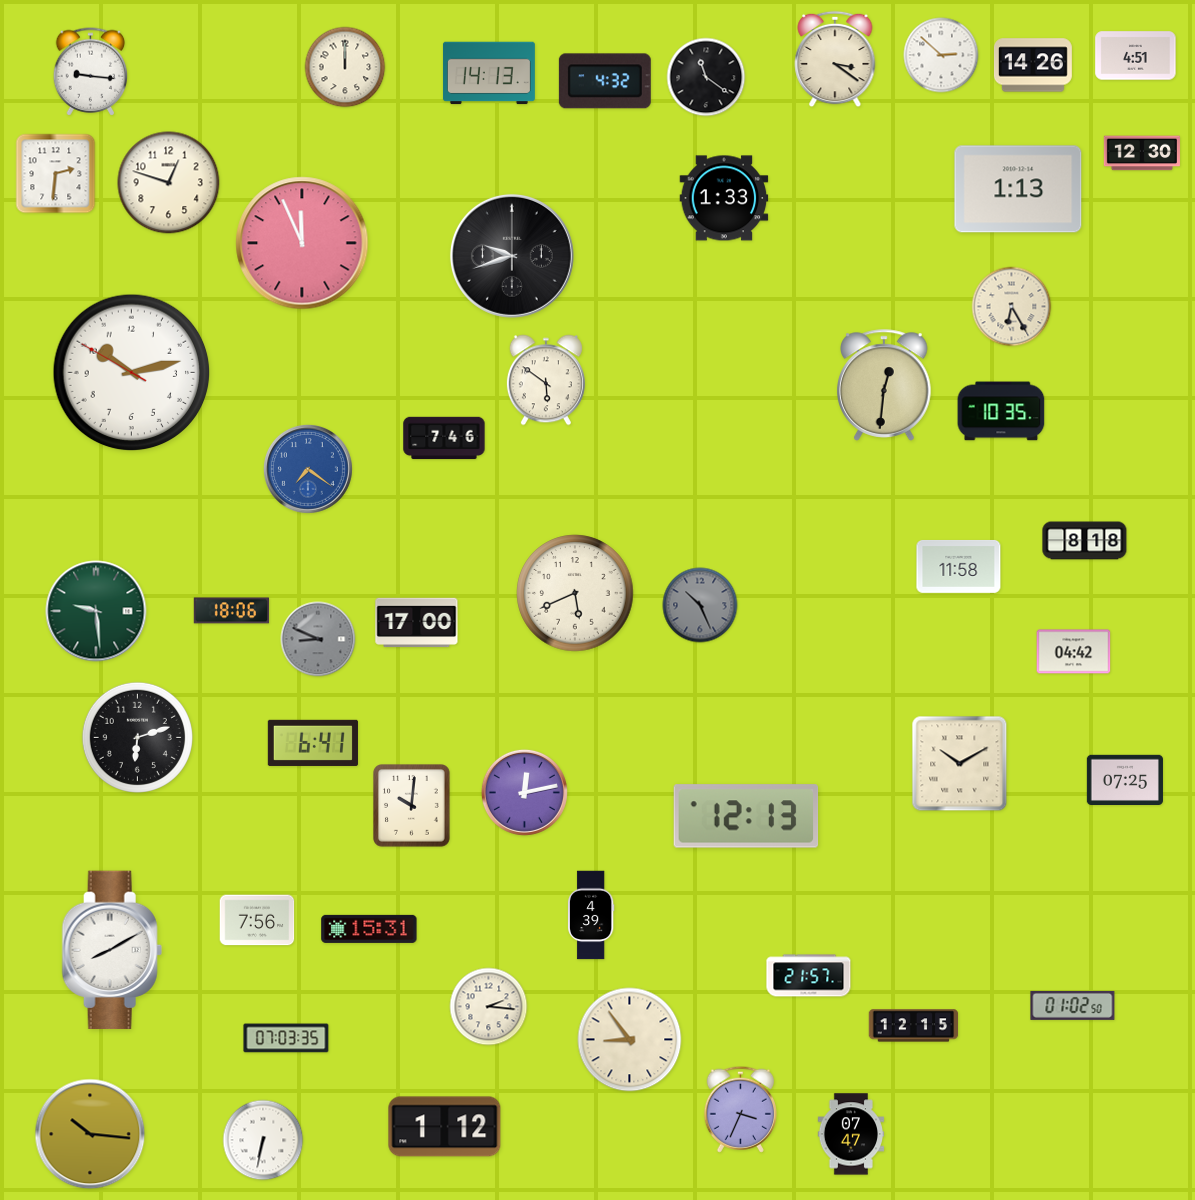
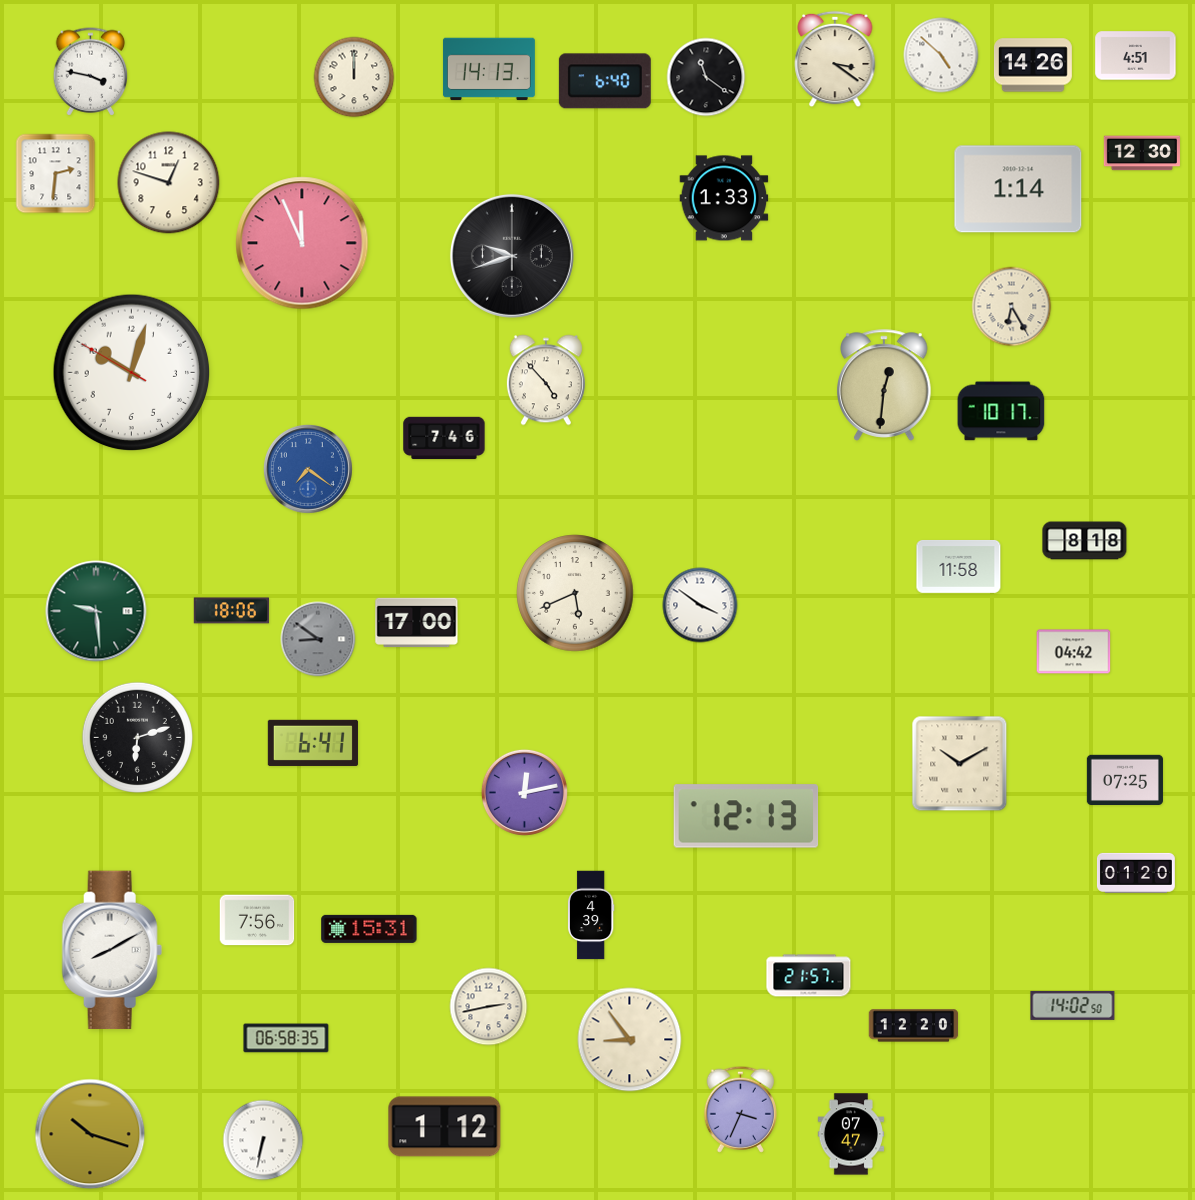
clock at (941, 55): 2:52 -> 4:52
clock at (345, 67) position: (345, 67) -> (354, 77)
clock at (91, 72): 9:16 -> 3:47
clock at (489, 73) position: (489, 73) -> (489, 69)
clock at (605, 81): 4:32 -> 6:40
clock at (1018, 189): 1:13 -> 1:14
clock at (132, 373): 10:12 -> 10:02
clock at (546, 380): 5:51 -> 4:53
clock at (1001, 411): 10:35 -> 10:17
clock at (700, 605): 10:26 -> 3:51
clock at (700, 605) dial: grey -> white
clock at (318, 639): 8:49 -> 8:51
clock at (412, 806): 10:01 -> none
clock at (1136, 873): none -> 01:20
clock at (1073, 1005): 01:02 -> 14:02
clock at (489, 1007): 2:16 -> 2:43
clock at (914, 1026): 12:15 -> 12:20
clock at (286, 1038): 07:03 -> 06:58
clock at (90, 1134): 10:16 -> 10:18
